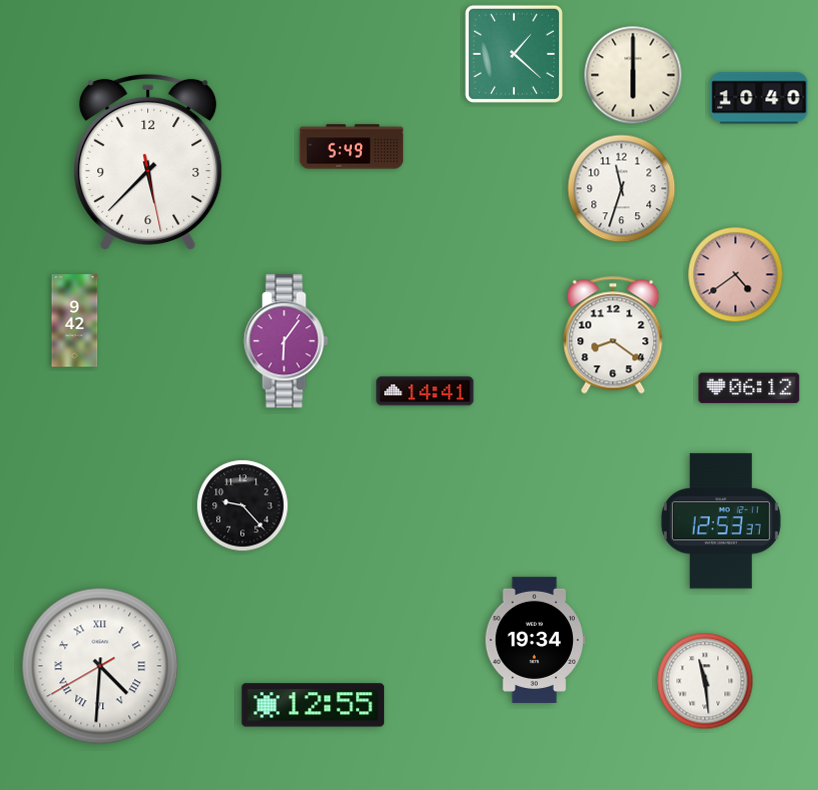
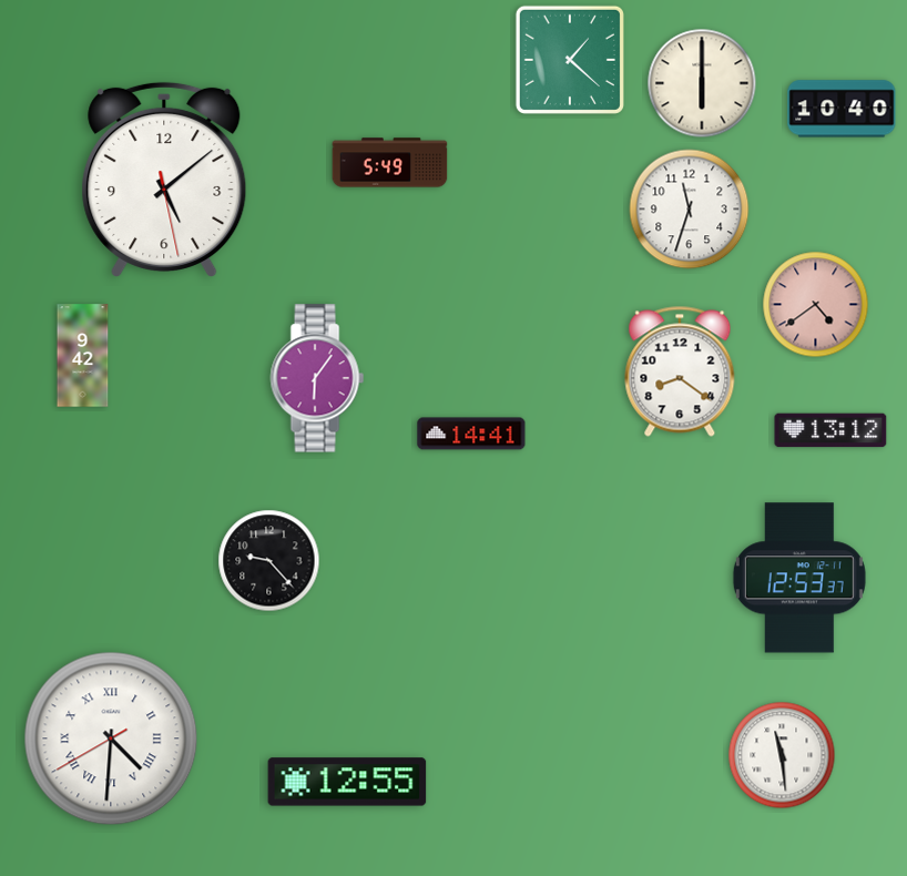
clock at (148, 162): 5:37 -> 5:08
clock at (749, 388): 06:12 -> 13:12
clock at (535, 640): 19:34 -> none
